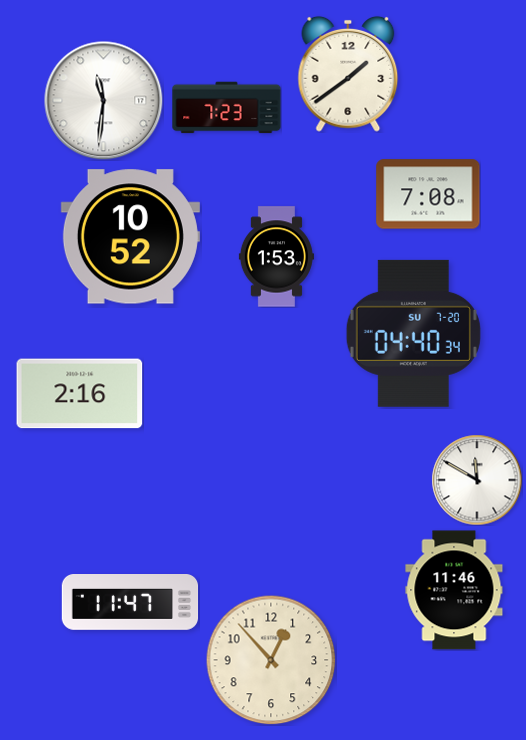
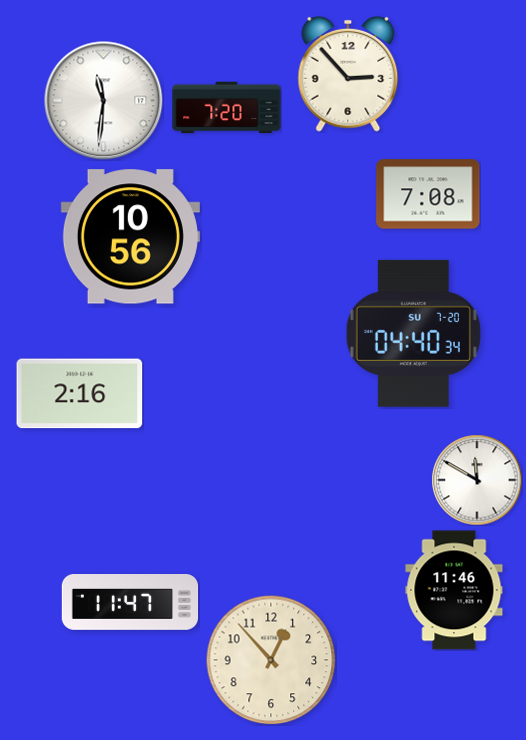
clock at (348, 74): 1:39 -> 2:53
clock at (227, 108): 7:23 -> 7:20
clock at (130, 237): 10:52 -> 10:56
clock at (276, 257): 1:53 -> none
